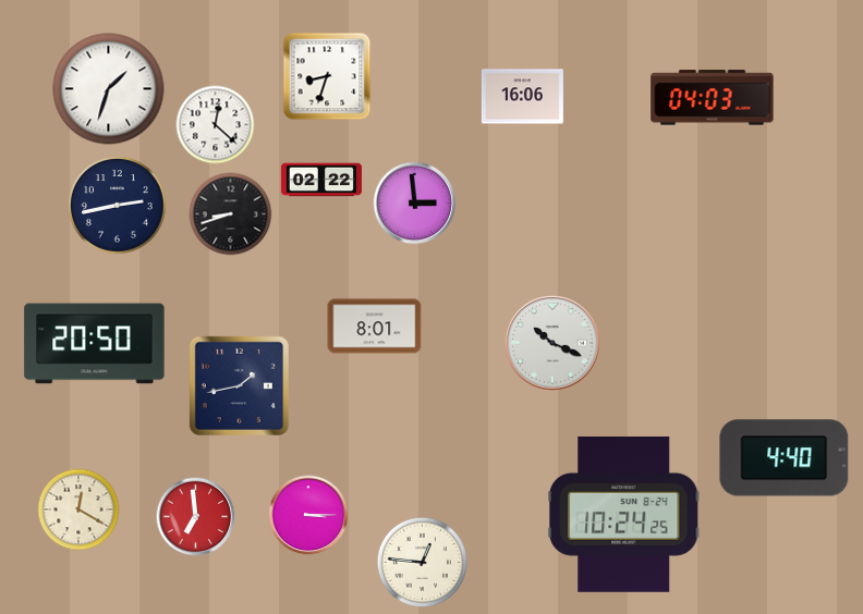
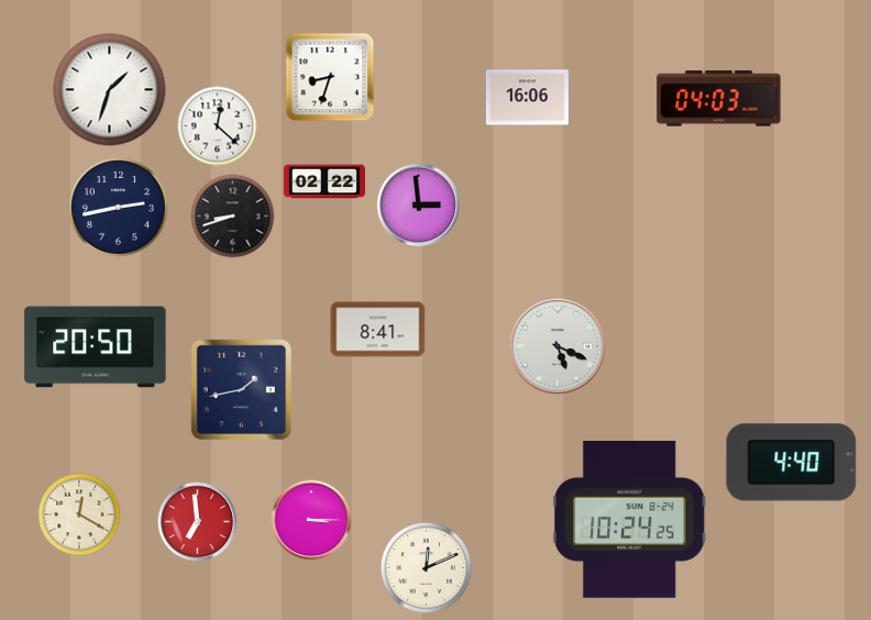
clock at (375, 327): 8:01 -> 8:41
clock at (552, 343): 10:19 -> 5:19
clock at (423, 563): 12:46 -> 12:11
